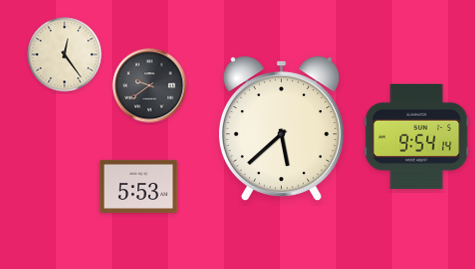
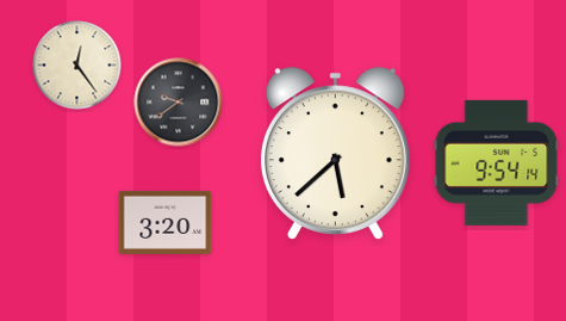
clock at (139, 186): 5:53 -> 3:20
